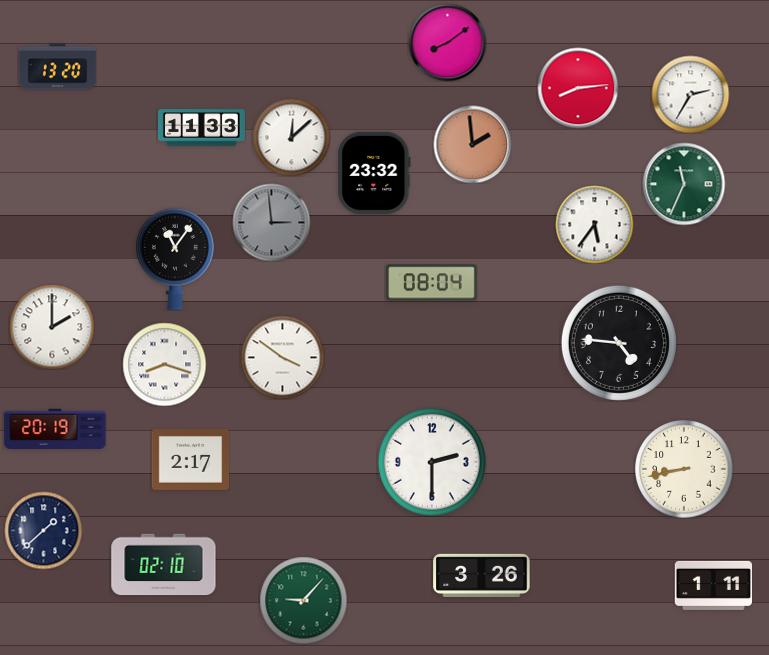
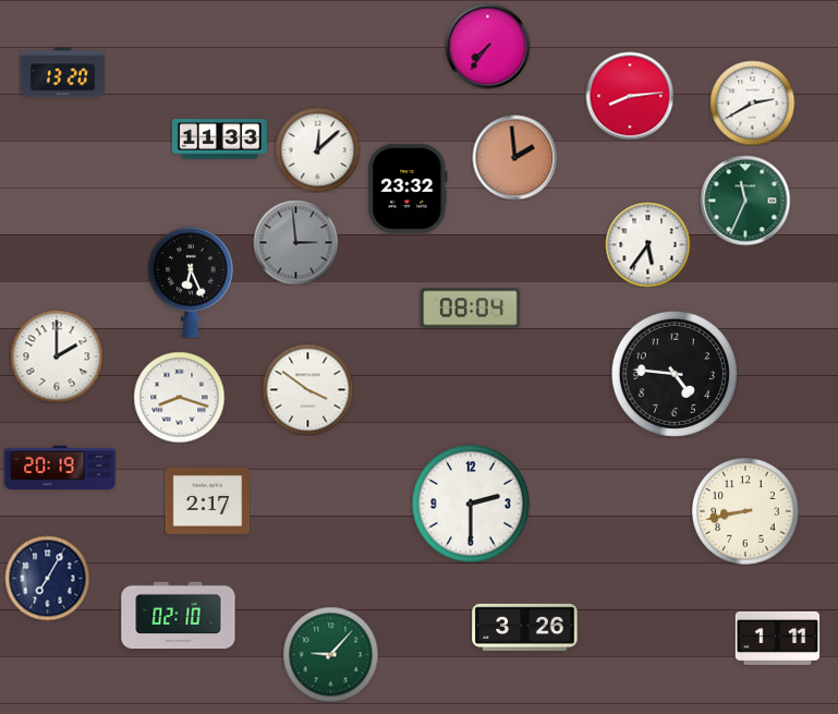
clock at (447, 42): 8:09 -> 7:36
clock at (690, 94): 2:35 -> 2:40
clock at (176, 259): 11:06 -> 6:26
clock at (43, 530): 1:38 -> 7:05
